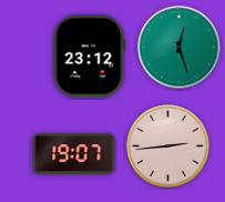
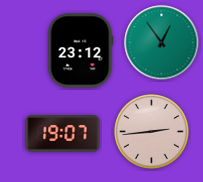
clock at (180, 48): 12:27 -> 12:54
clock at (74, 154) position: (74, 154) -> (63, 134)
